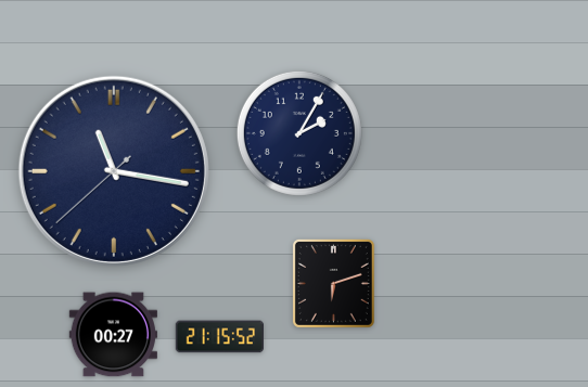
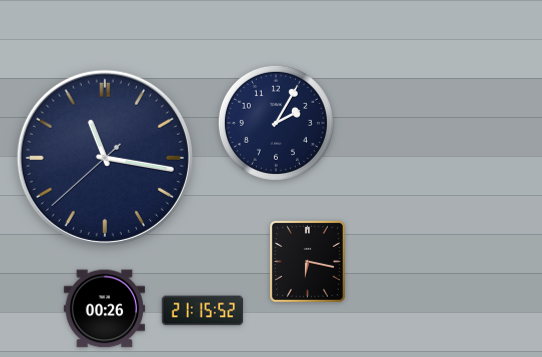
clock at (333, 283): 6:12 -> 6:17
clock at (113, 335): 00:27 -> 00:26
